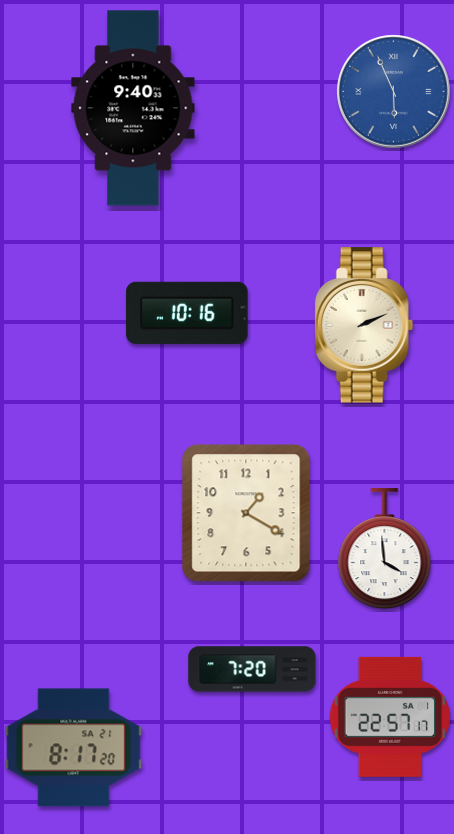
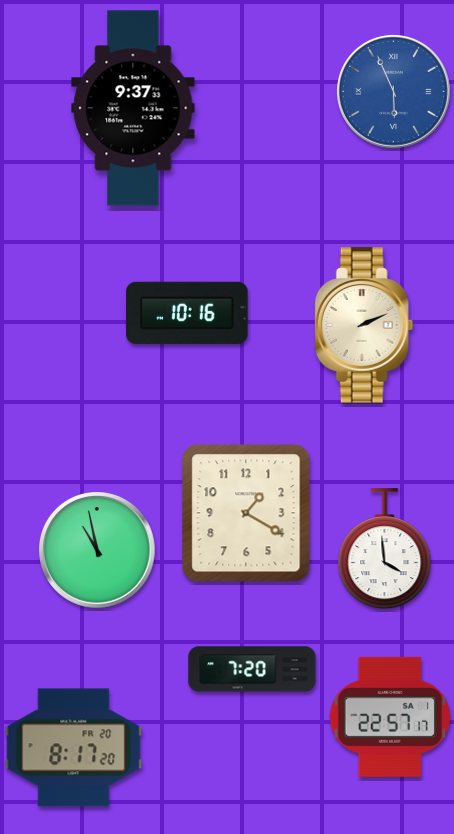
clock at (133, 108): 9:40 -> 9:37
clock at (98, 551): none -> 10:58
clock at (74, 748) date: SA 21 -> FR 20
